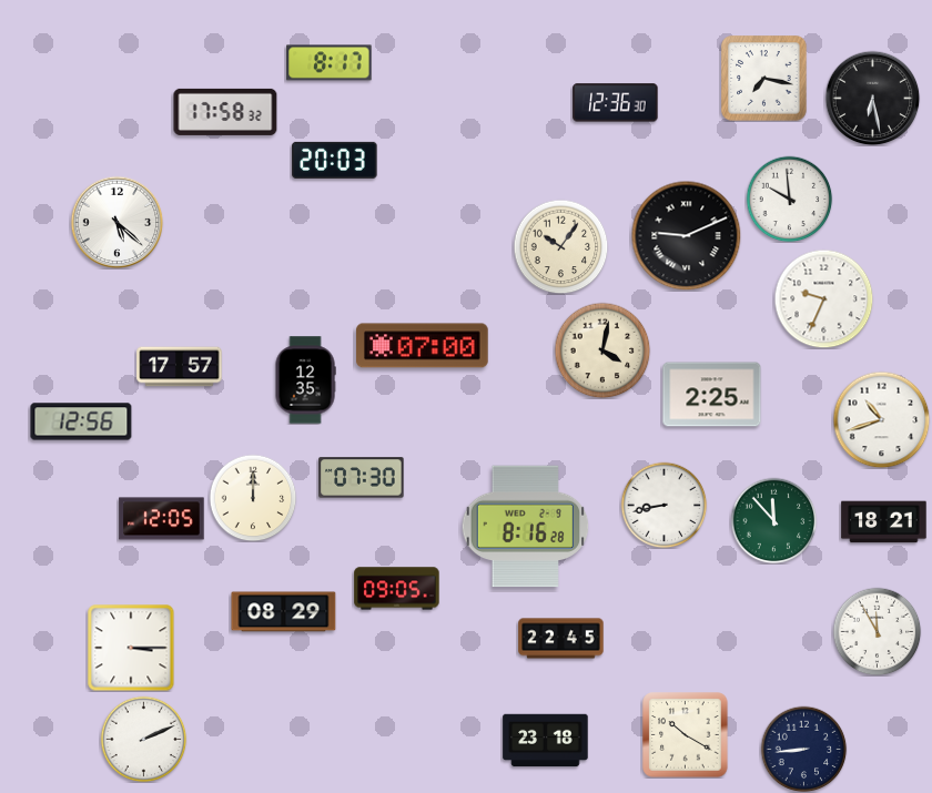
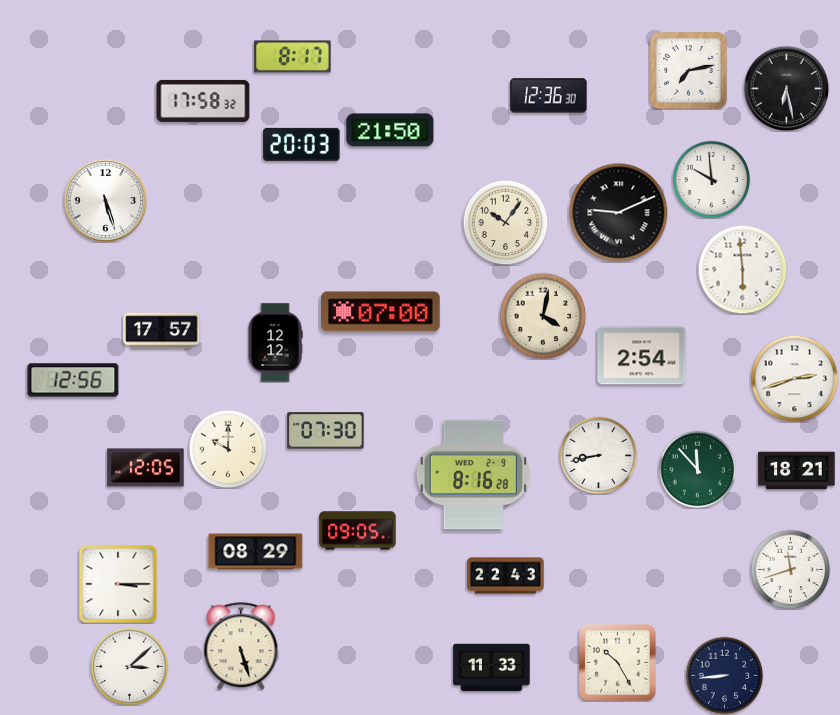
clock at (330, 63) position: (330, 63) -> (293, 57)
clock at (764, 79): 7:17 -> 7:13
clock at (616, 103) position: (616, 103) -> (549, 96)
clock at (390, 130): none -> 21:50
clock at (116, 222): 5:22 -> 5:27
clock at (823, 298): 9:34 -> 5:59
clock at (305, 380): 12:35 -> 12:12
clock at (712, 395): 2:25 -> 2:54
clock at (881, 419): 10:42 -> 2:42
clock at (253, 498): 12:00 -> 10:00
clock at (877, 631): 11:55 -> 11:42
clock at (561, 639): 22:45 -> 22:43
clock at (241, 646): none -> 5:27
clock at (686, 735): 10:20 -> 10:25
clock at (143, 739): 2:11 -> 3:08
clock at (546, 741): 23:18 -> 11:33
